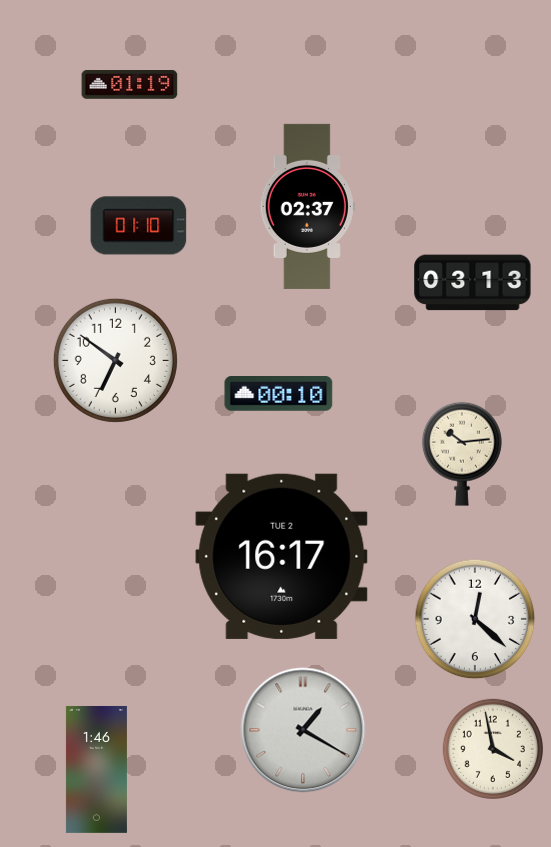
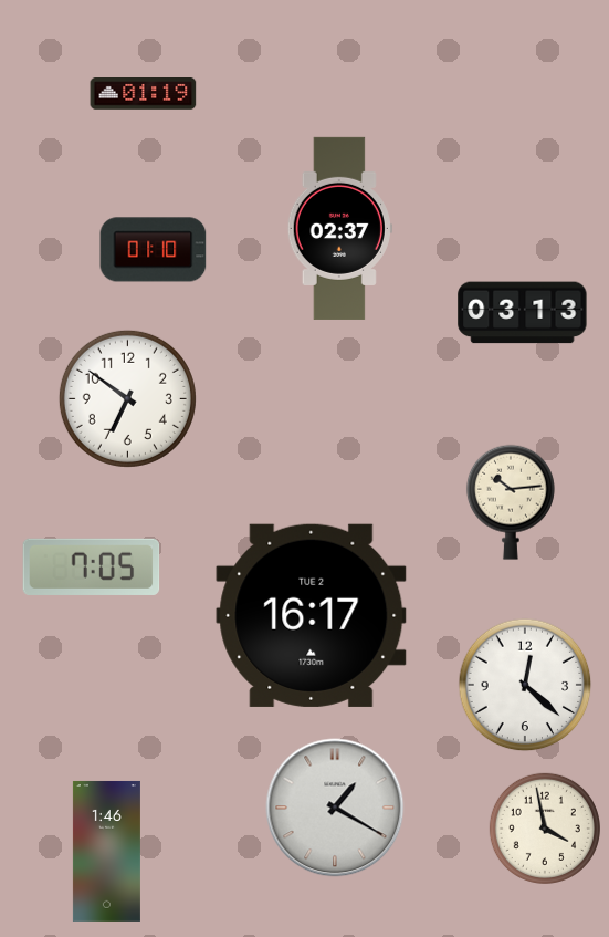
clock at (279, 394): 00:10 -> none
clock at (92, 566): none -> 7:05
